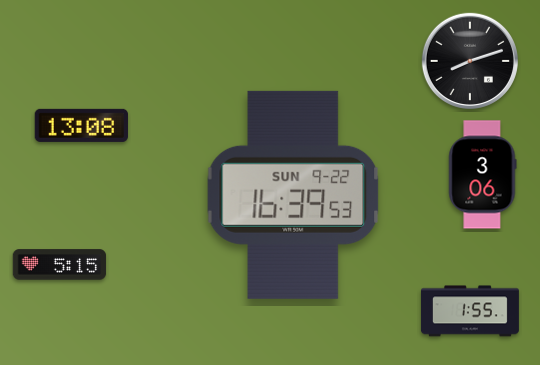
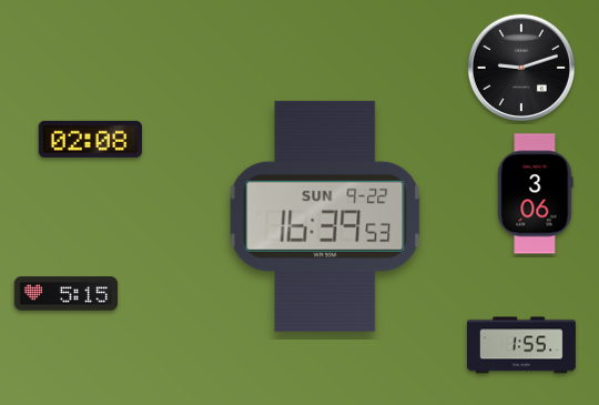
clock at (470, 61): 8:12 -> 9:12
clock at (81, 125): 13:08 -> 02:08
